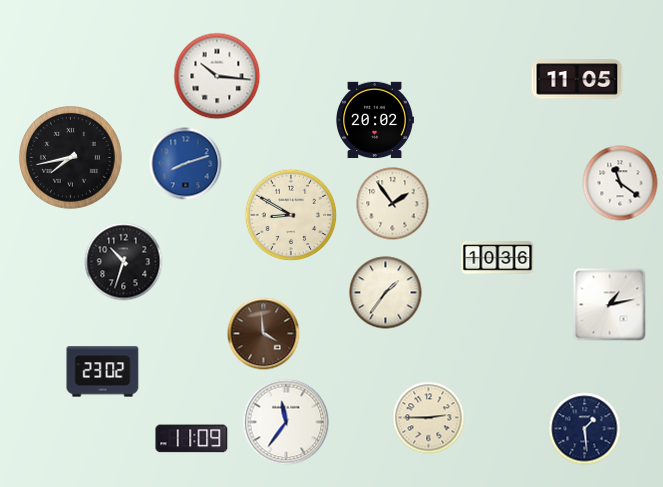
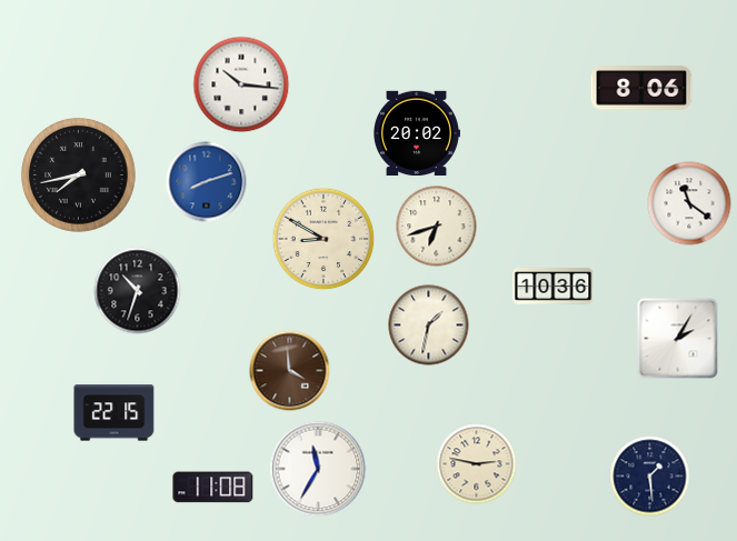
clock at (577, 79): 11:05 -> 8:06
clock at (393, 204): 1:54 -> 6:42
clock at (386, 293): 1:36 -> 1:32
clock at (610, 305): 1:13 -> 2:05
clock at (264, 334) position: (264, 334) -> (290, 371)
clock at (103, 372): 23:02 -> 22:15
clock at (429, 418): 2:45 -> 2:47
clock at (286, 422): 11:36 -> 11:35
clock at (192, 439): 11:09 -> 11:08
